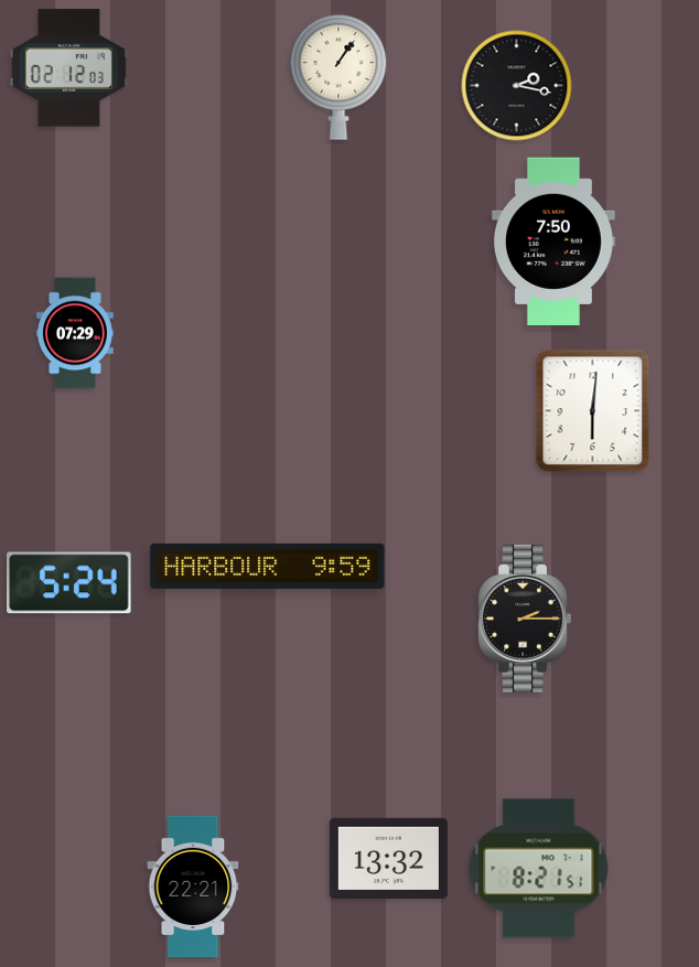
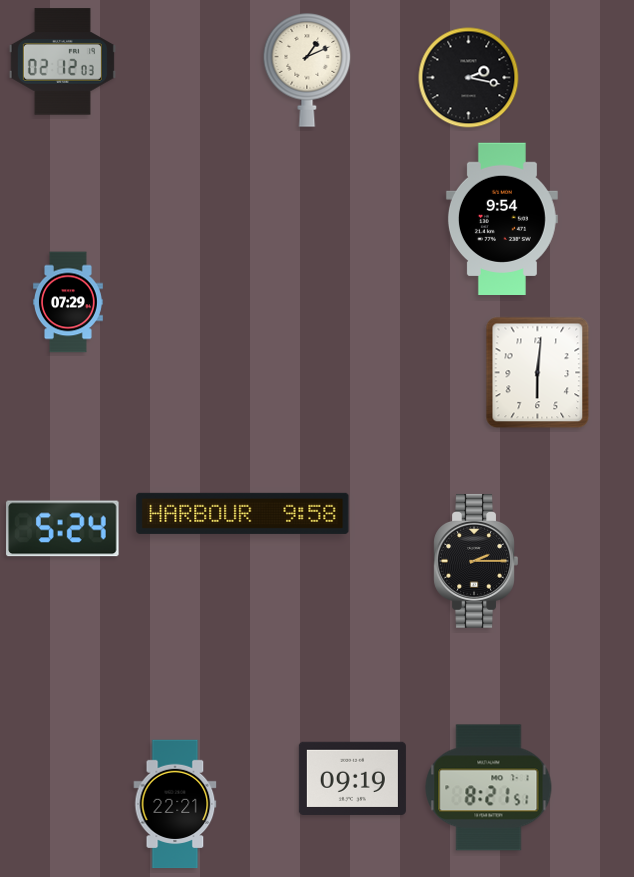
clock at (338, 77): 1:06 -> 1:11
clock at (553, 240): 7:50 -> 9:54
clock at (268, 566): 9:59 -> 9:58
clock at (388, 858): 13:32 -> 09:19
